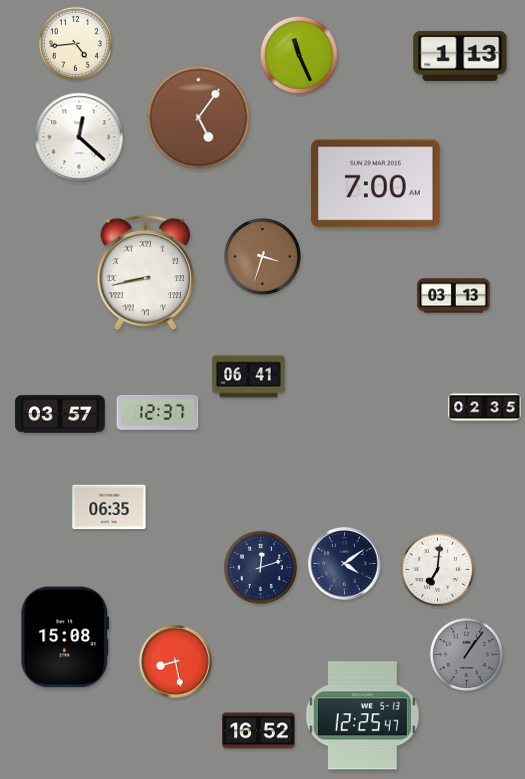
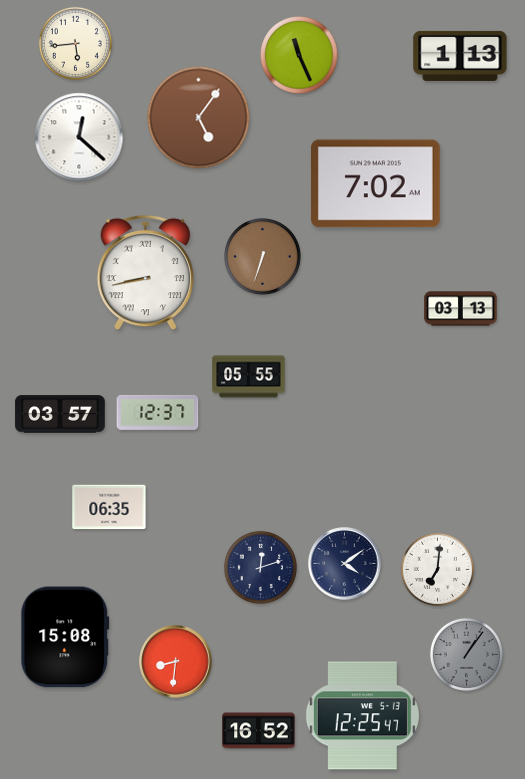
clock at (75, 43): 4:44 -> 5:44
clock at (376, 184): 7:00 -> 7:02
clock at (263, 257): 3:33 -> 6:33
clock at (454, 296) position: (454, 296) -> (461, 309)
clock at (249, 377): 06:41 -> 05:55
clock at (485, 408): 02:35 -> none
clock at (176, 662): 8:28 -> 8:31
